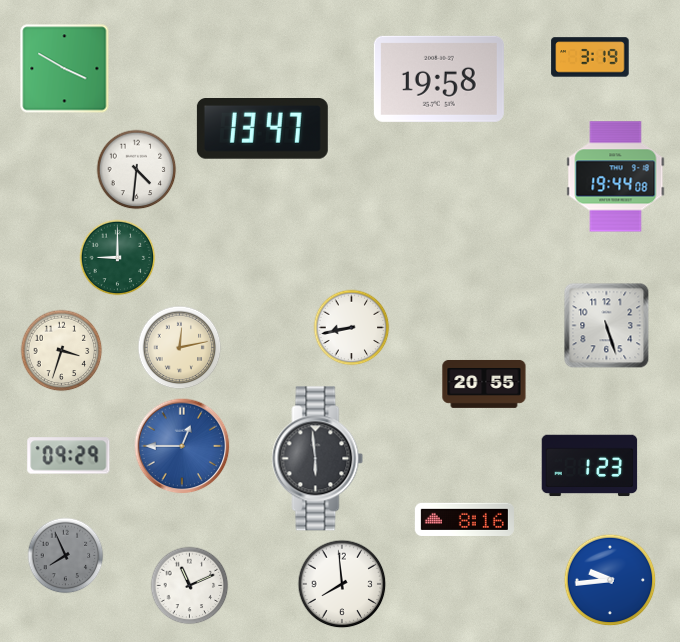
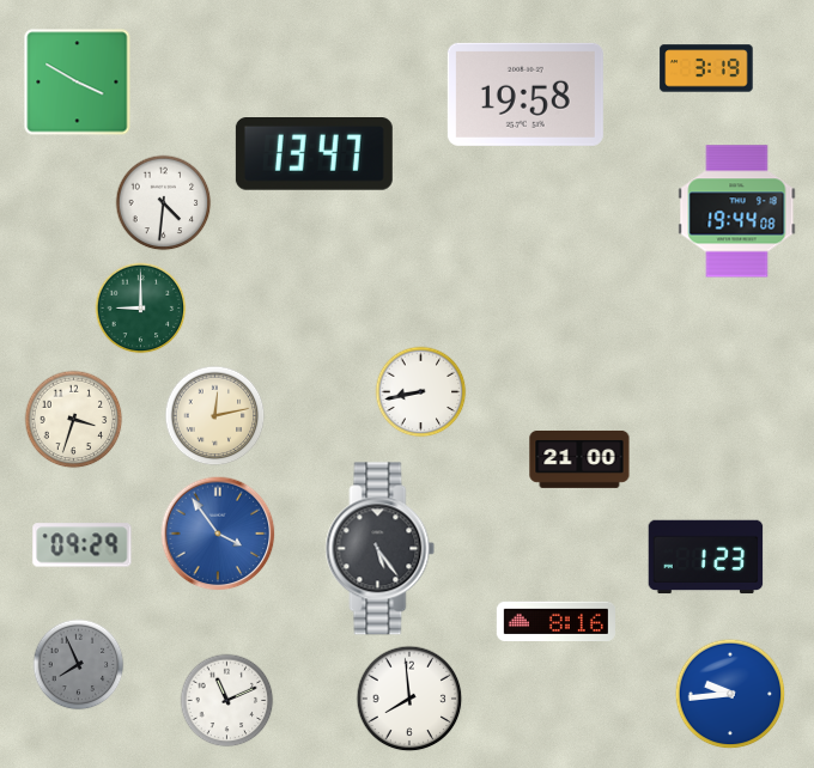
clock at (607, 326): 5:27 -> none
clock at (484, 384): 20:55 -> 21:00
clock at (182, 446): 12:45 -> 3:54
clock at (318, 459): 5:59 -> 5:24
